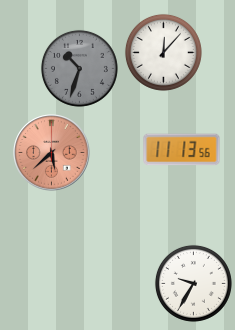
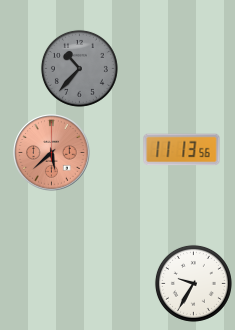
clock at (163, 52): 12:07 -> none
clock at (79, 68): 10:33 -> 10:37
